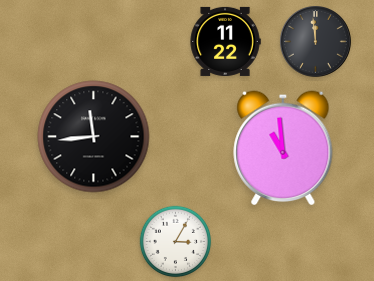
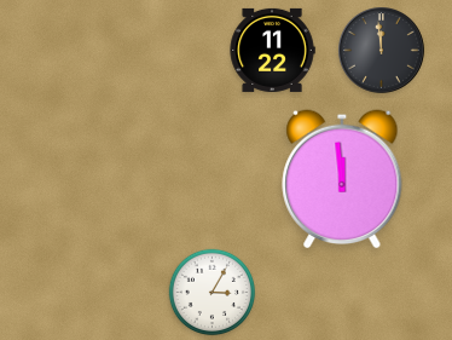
clock at (94, 137): 11:44 -> none
clock at (283, 148): 10:59 -> 11:59
